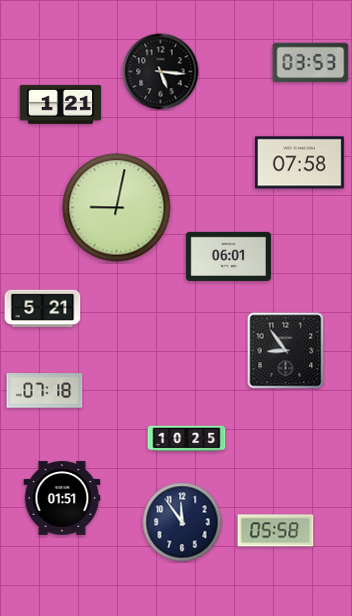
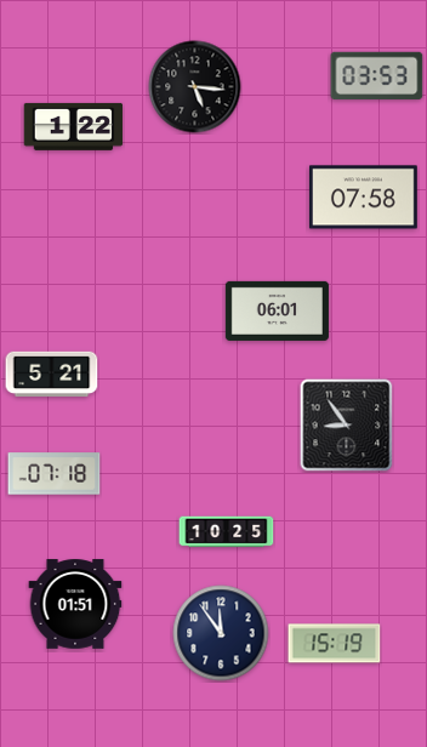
clock at (61, 104): 1:21 -> 1:22
clock at (117, 208): 9:02 -> none
clock at (276, 531): 05:58 -> 15:19
